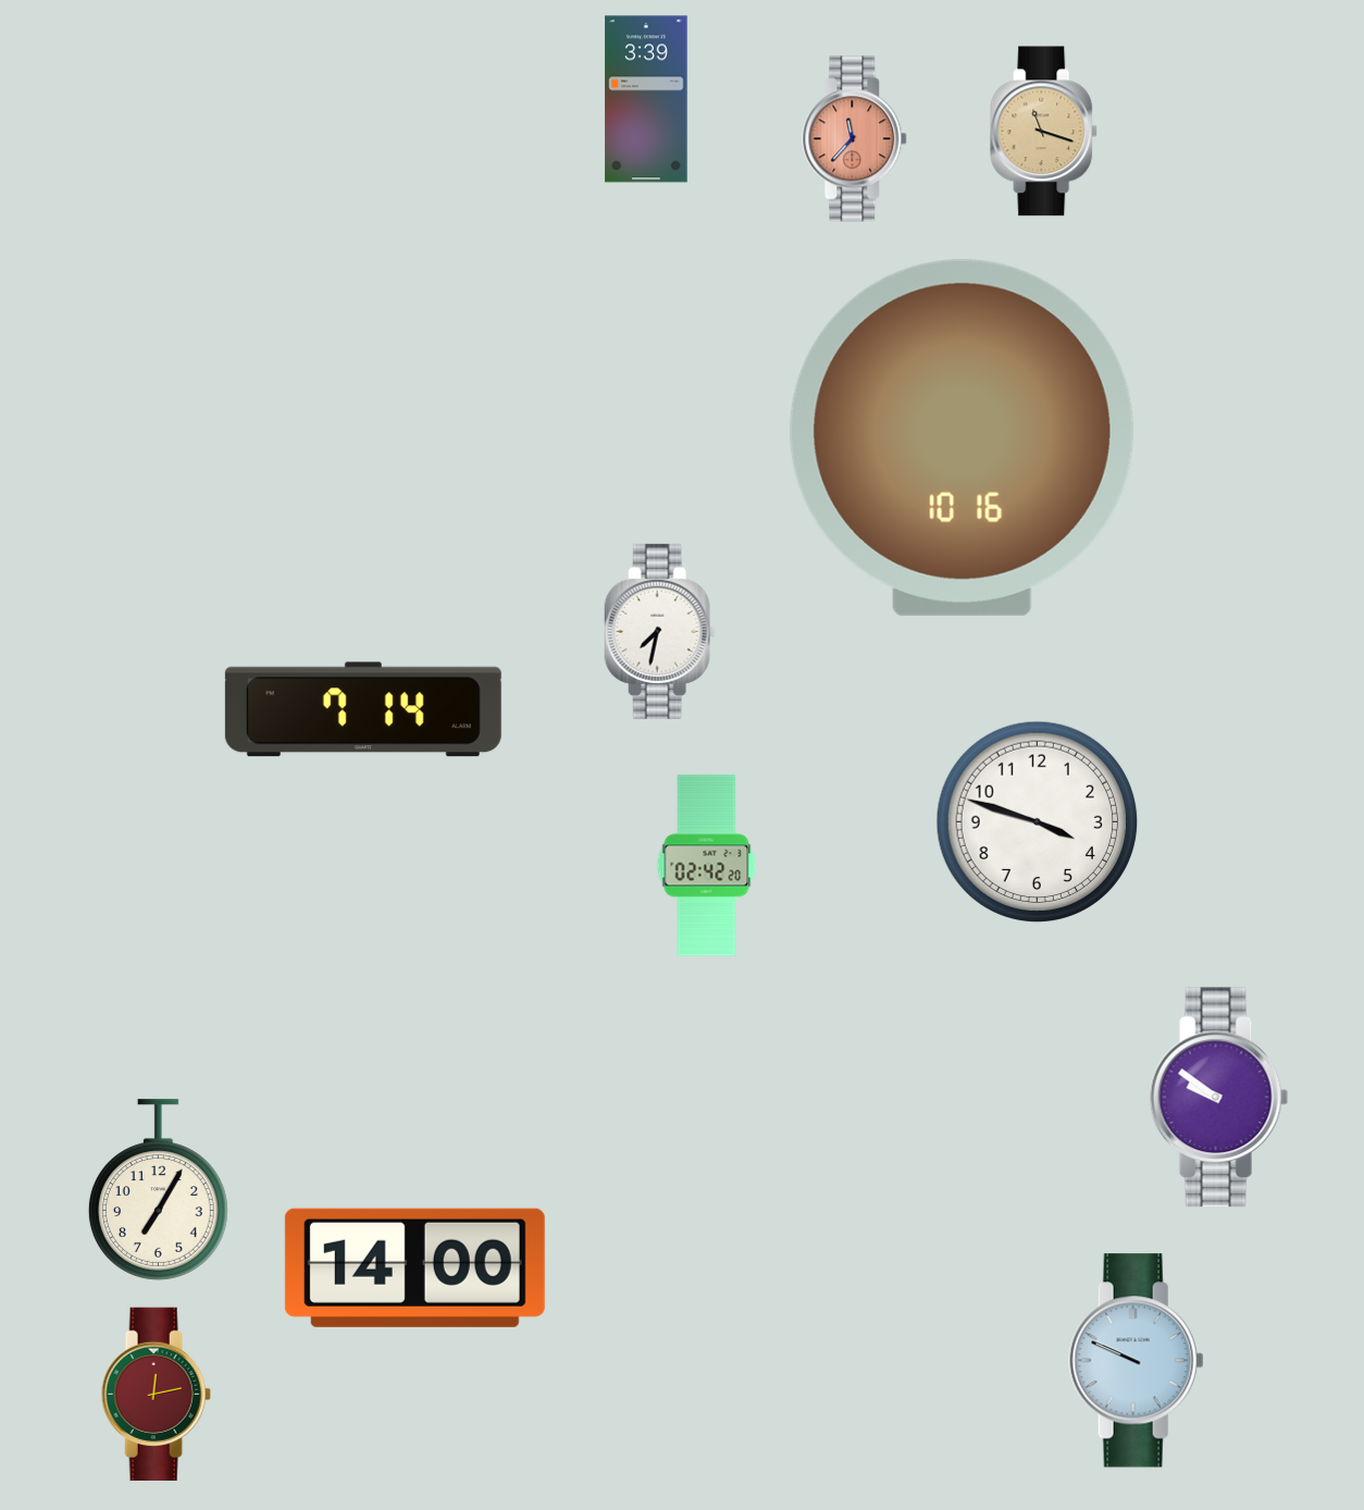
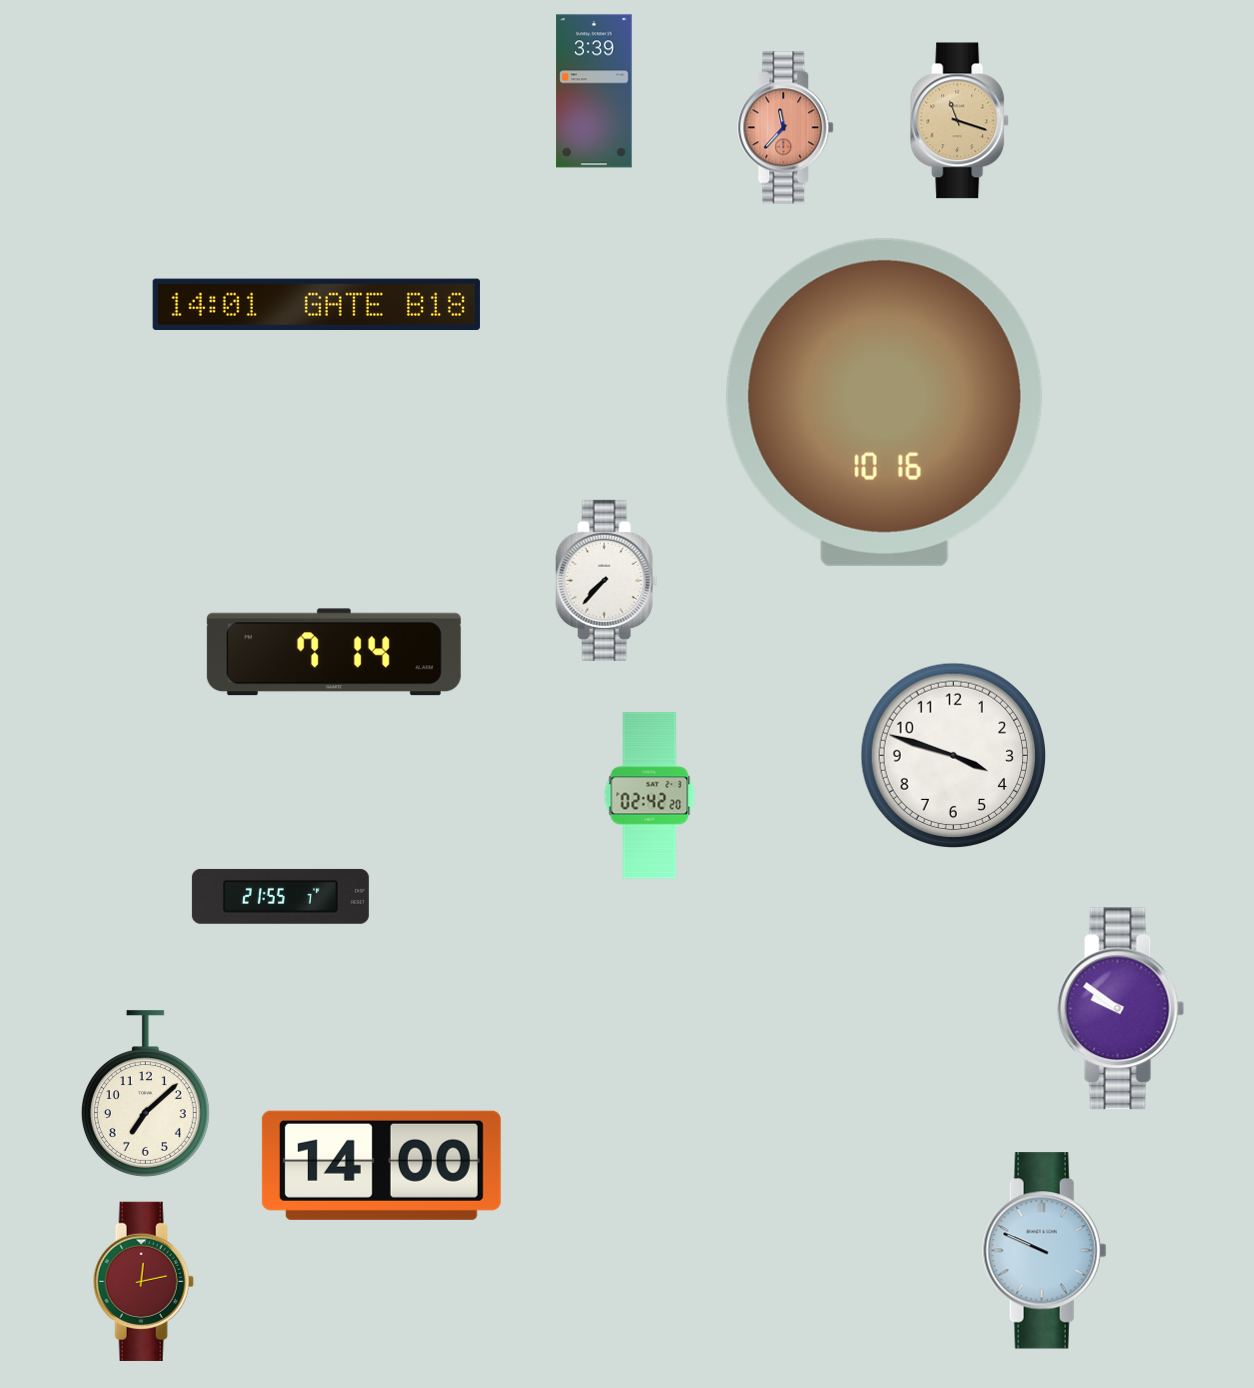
clock at (316, 305): none -> 14:01
clock at (660, 631): 7:32 -> 7:37
clock at (280, 896): none -> 21:55
clock at (158, 1190): 7:05 -> 7:08
